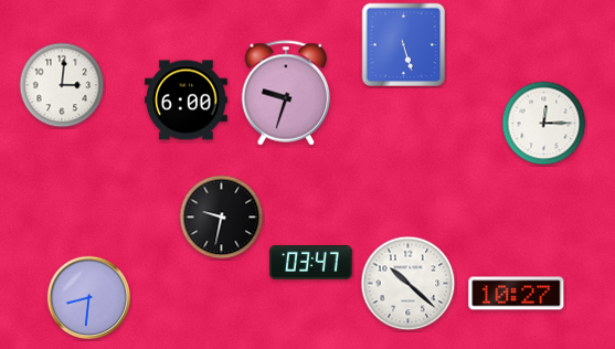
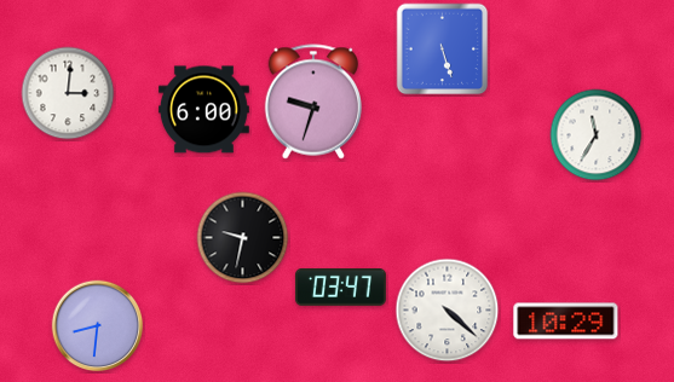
clock at (544, 124): 12:15 -> 11:35
clock at (409, 284): 10:22 -> 4:22
clock at (517, 294): 10:27 -> 10:29
